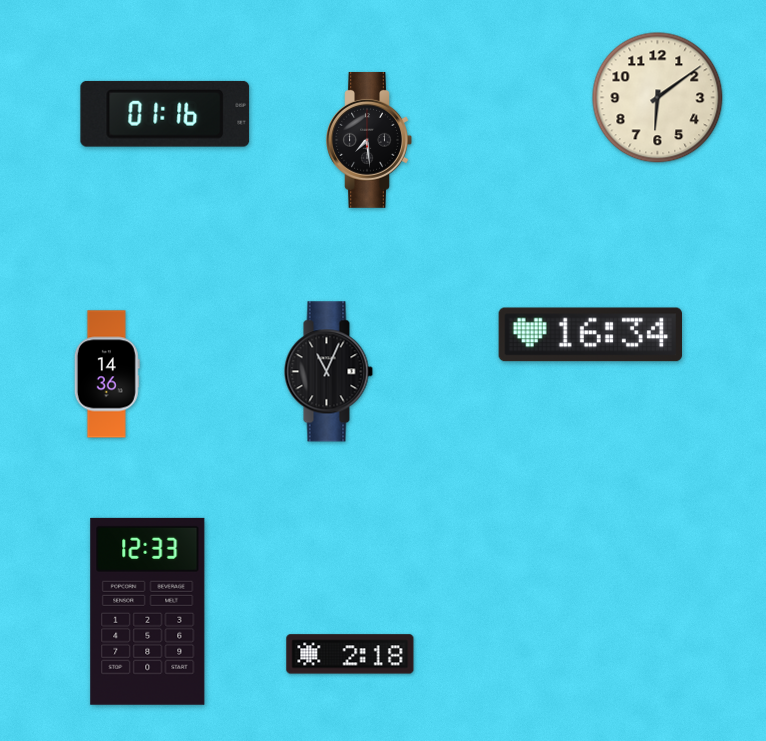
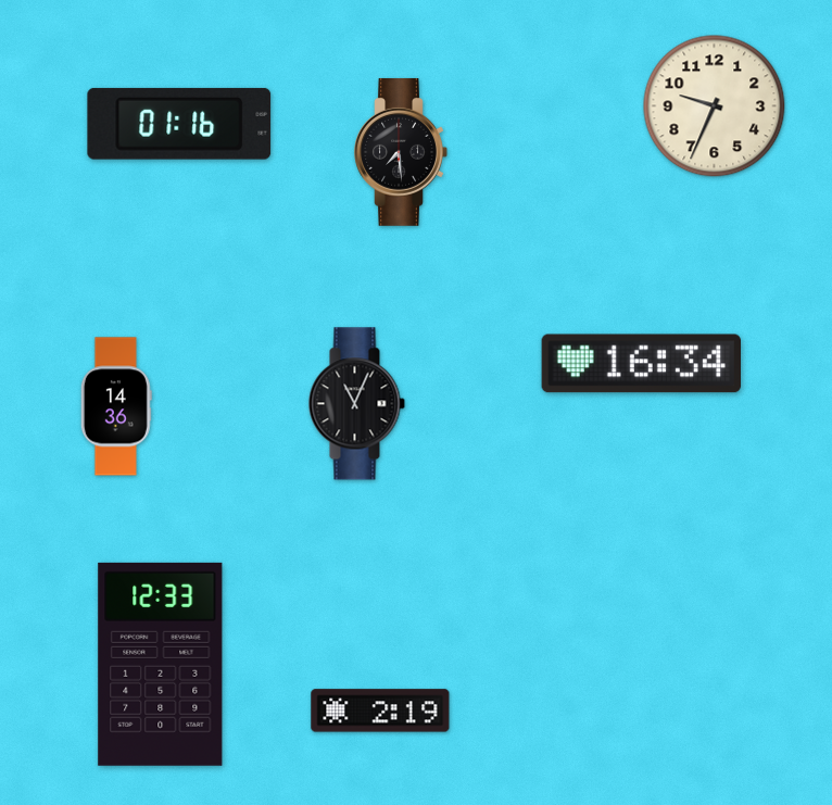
clock at (658, 98): 6:09 -> 9:34
clock at (350, 654): 2:18 -> 2:19
